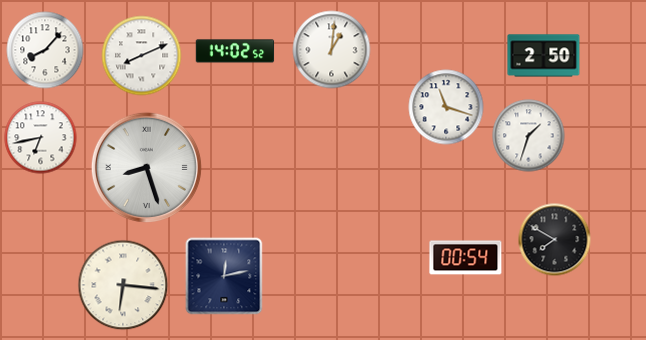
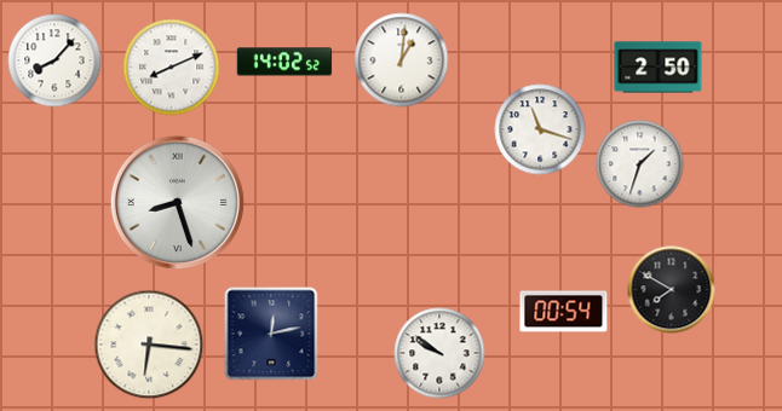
clock at (41, 138): 6:43 -> none
clock at (439, 353): none -> 9:51
